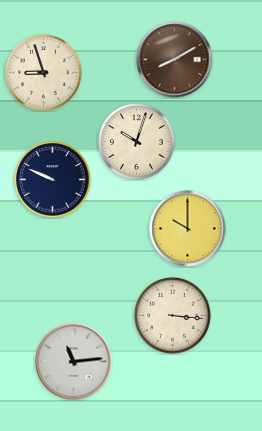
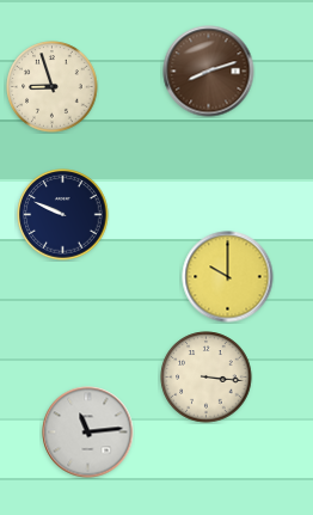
clock at (175, 60): 8:10 -> 8:12
clock at (137, 142): 10:03 -> none
clock at (188, 229) position: (188, 229) -> (228, 277)
